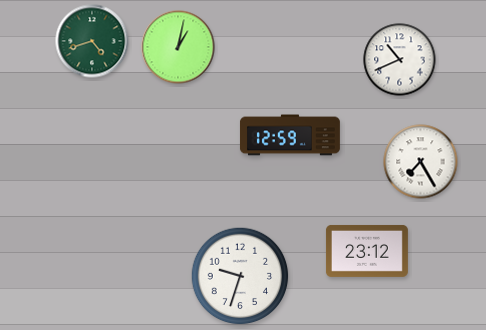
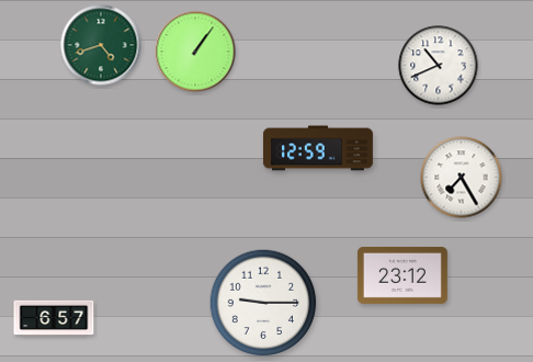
clock at (178, 47): 1:02 -> 1:06
clock at (240, 276): 9:33 -> 9:15
clock at (54, 318): none -> 6:57
